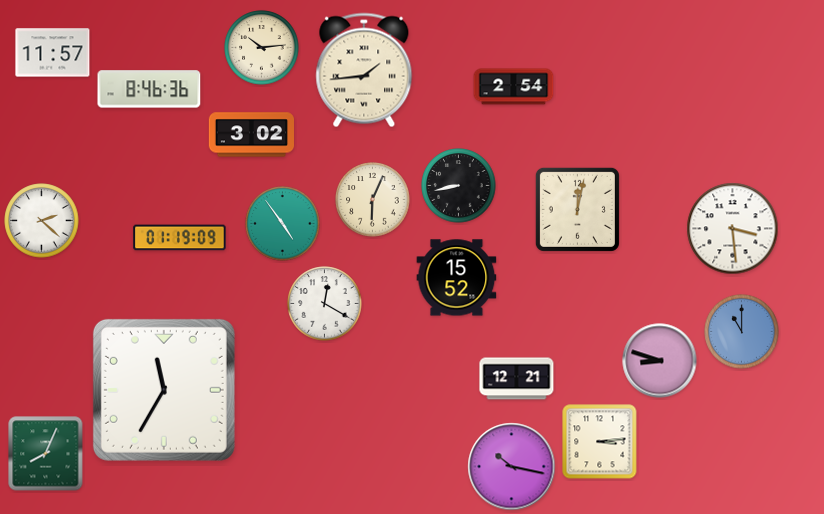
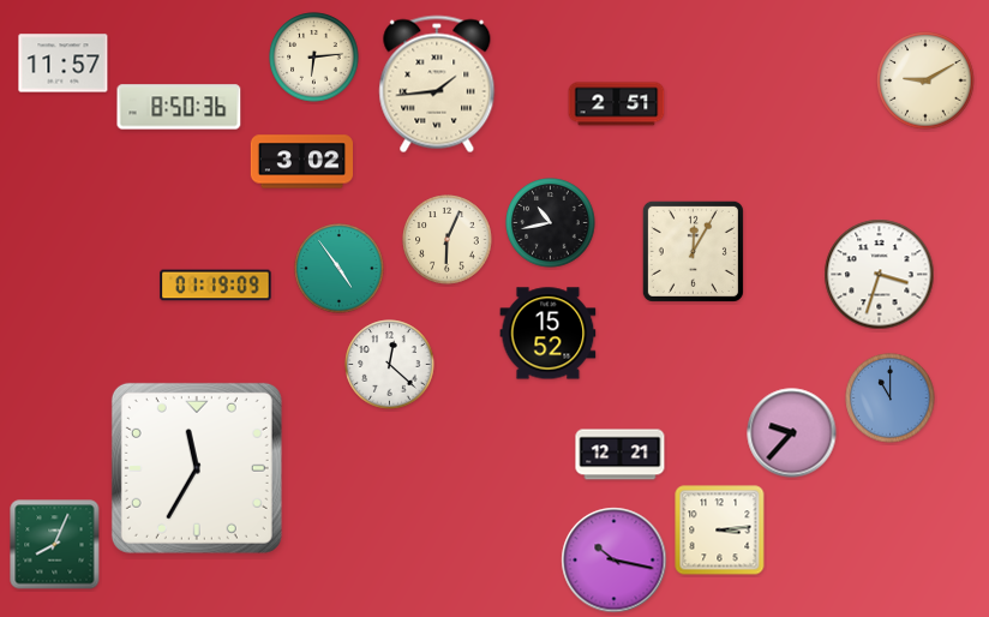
clock at (262, 48): 10:14 -> 6:14
clock at (925, 80): none -> 9:10
clock at (514, 87): 2:54 -> 2:51
clock at (149, 89): 8:46 -> 8:50
clock at (459, 186): 8:43 -> 10:43
clock at (577, 209): 12:02 -> 12:05
clock at (42, 221): 2:22 -> none
clock at (733, 229): 3:29 -> 3:33
clock at (325, 304): 12:20 -> 12:22
clock at (660, 361): 8:48 -> 9:37
